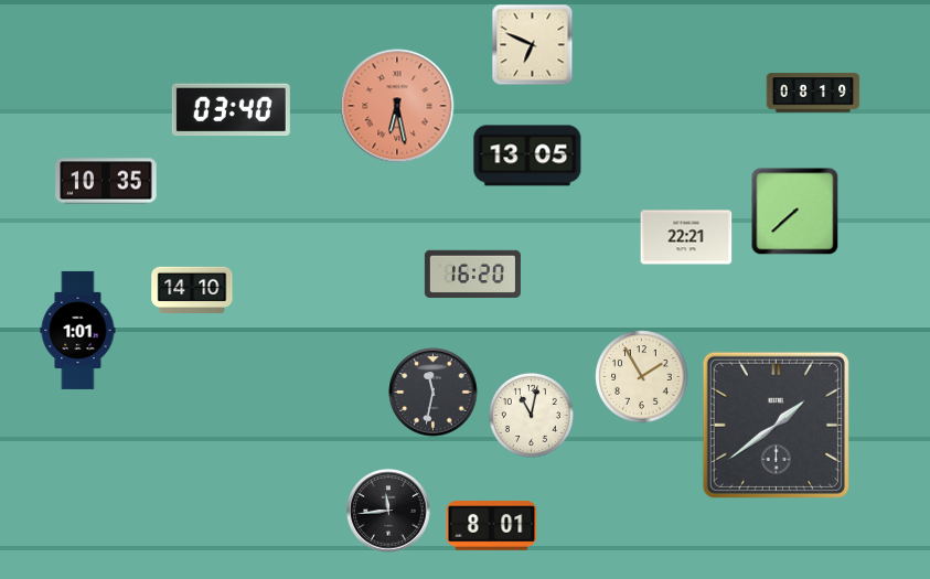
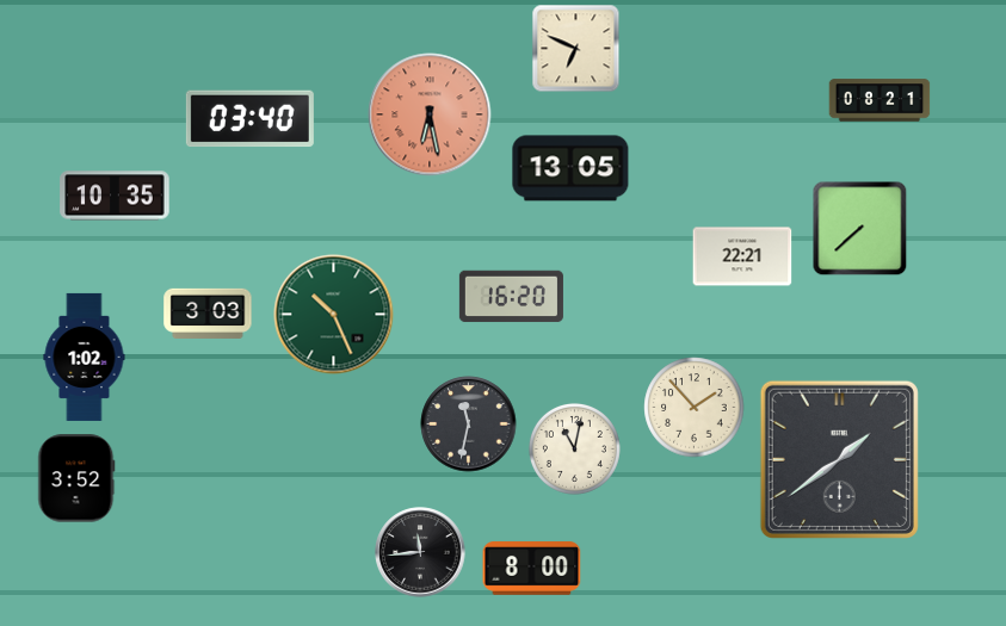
clock at (813, 93): 08:19 -> 08:21
clock at (192, 290): 14:10 -> 3:03
clock at (334, 315): none -> 10:26
clock at (78, 330): 1:01 -> 1:02
clock at (642, 377): 1:55 -> 1:53
clock at (76, 478): none -> 3:52
clock at (492, 526): 8:01 -> 8:00
